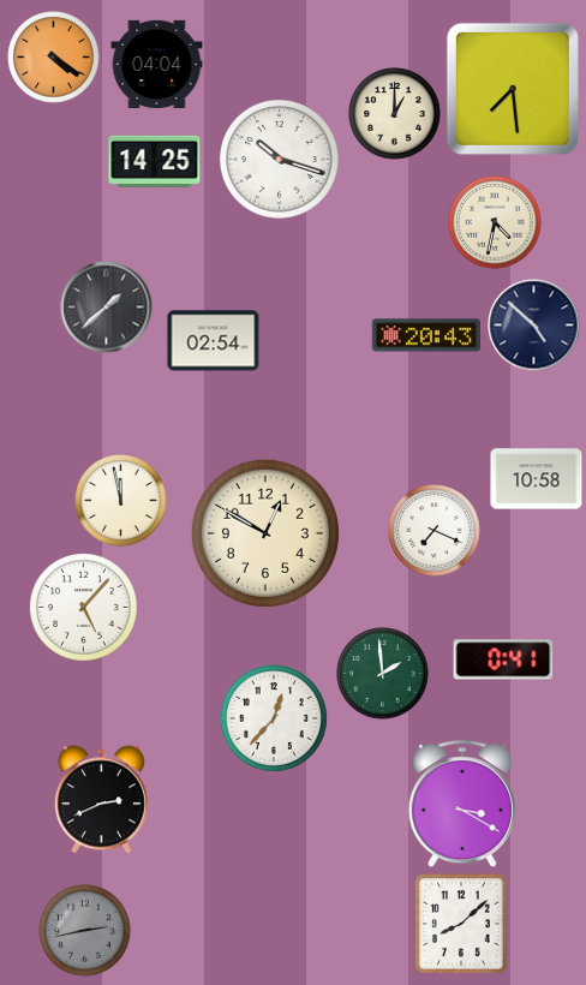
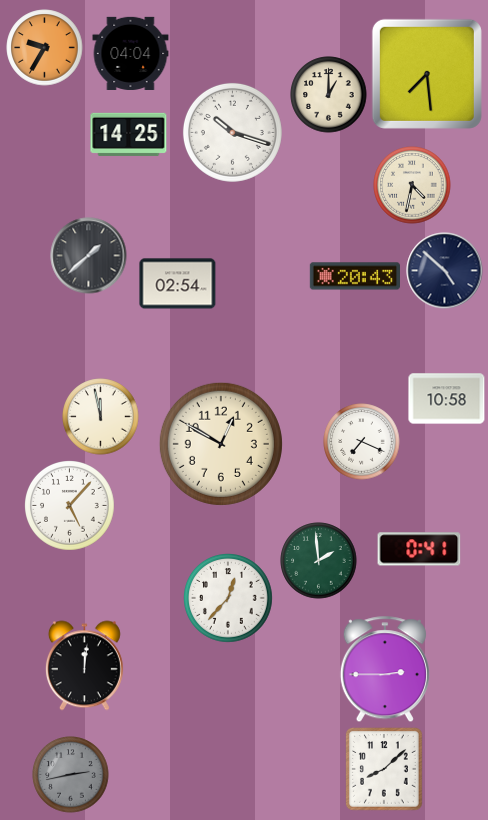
clock at (54, 58): 4:21 -> 9:35
clock at (426, 335) position: (426, 335) -> (355, 276)
clock at (101, 800): 2:41 -> 12:01
clock at (462, 805): 3:20 -> 2:45
